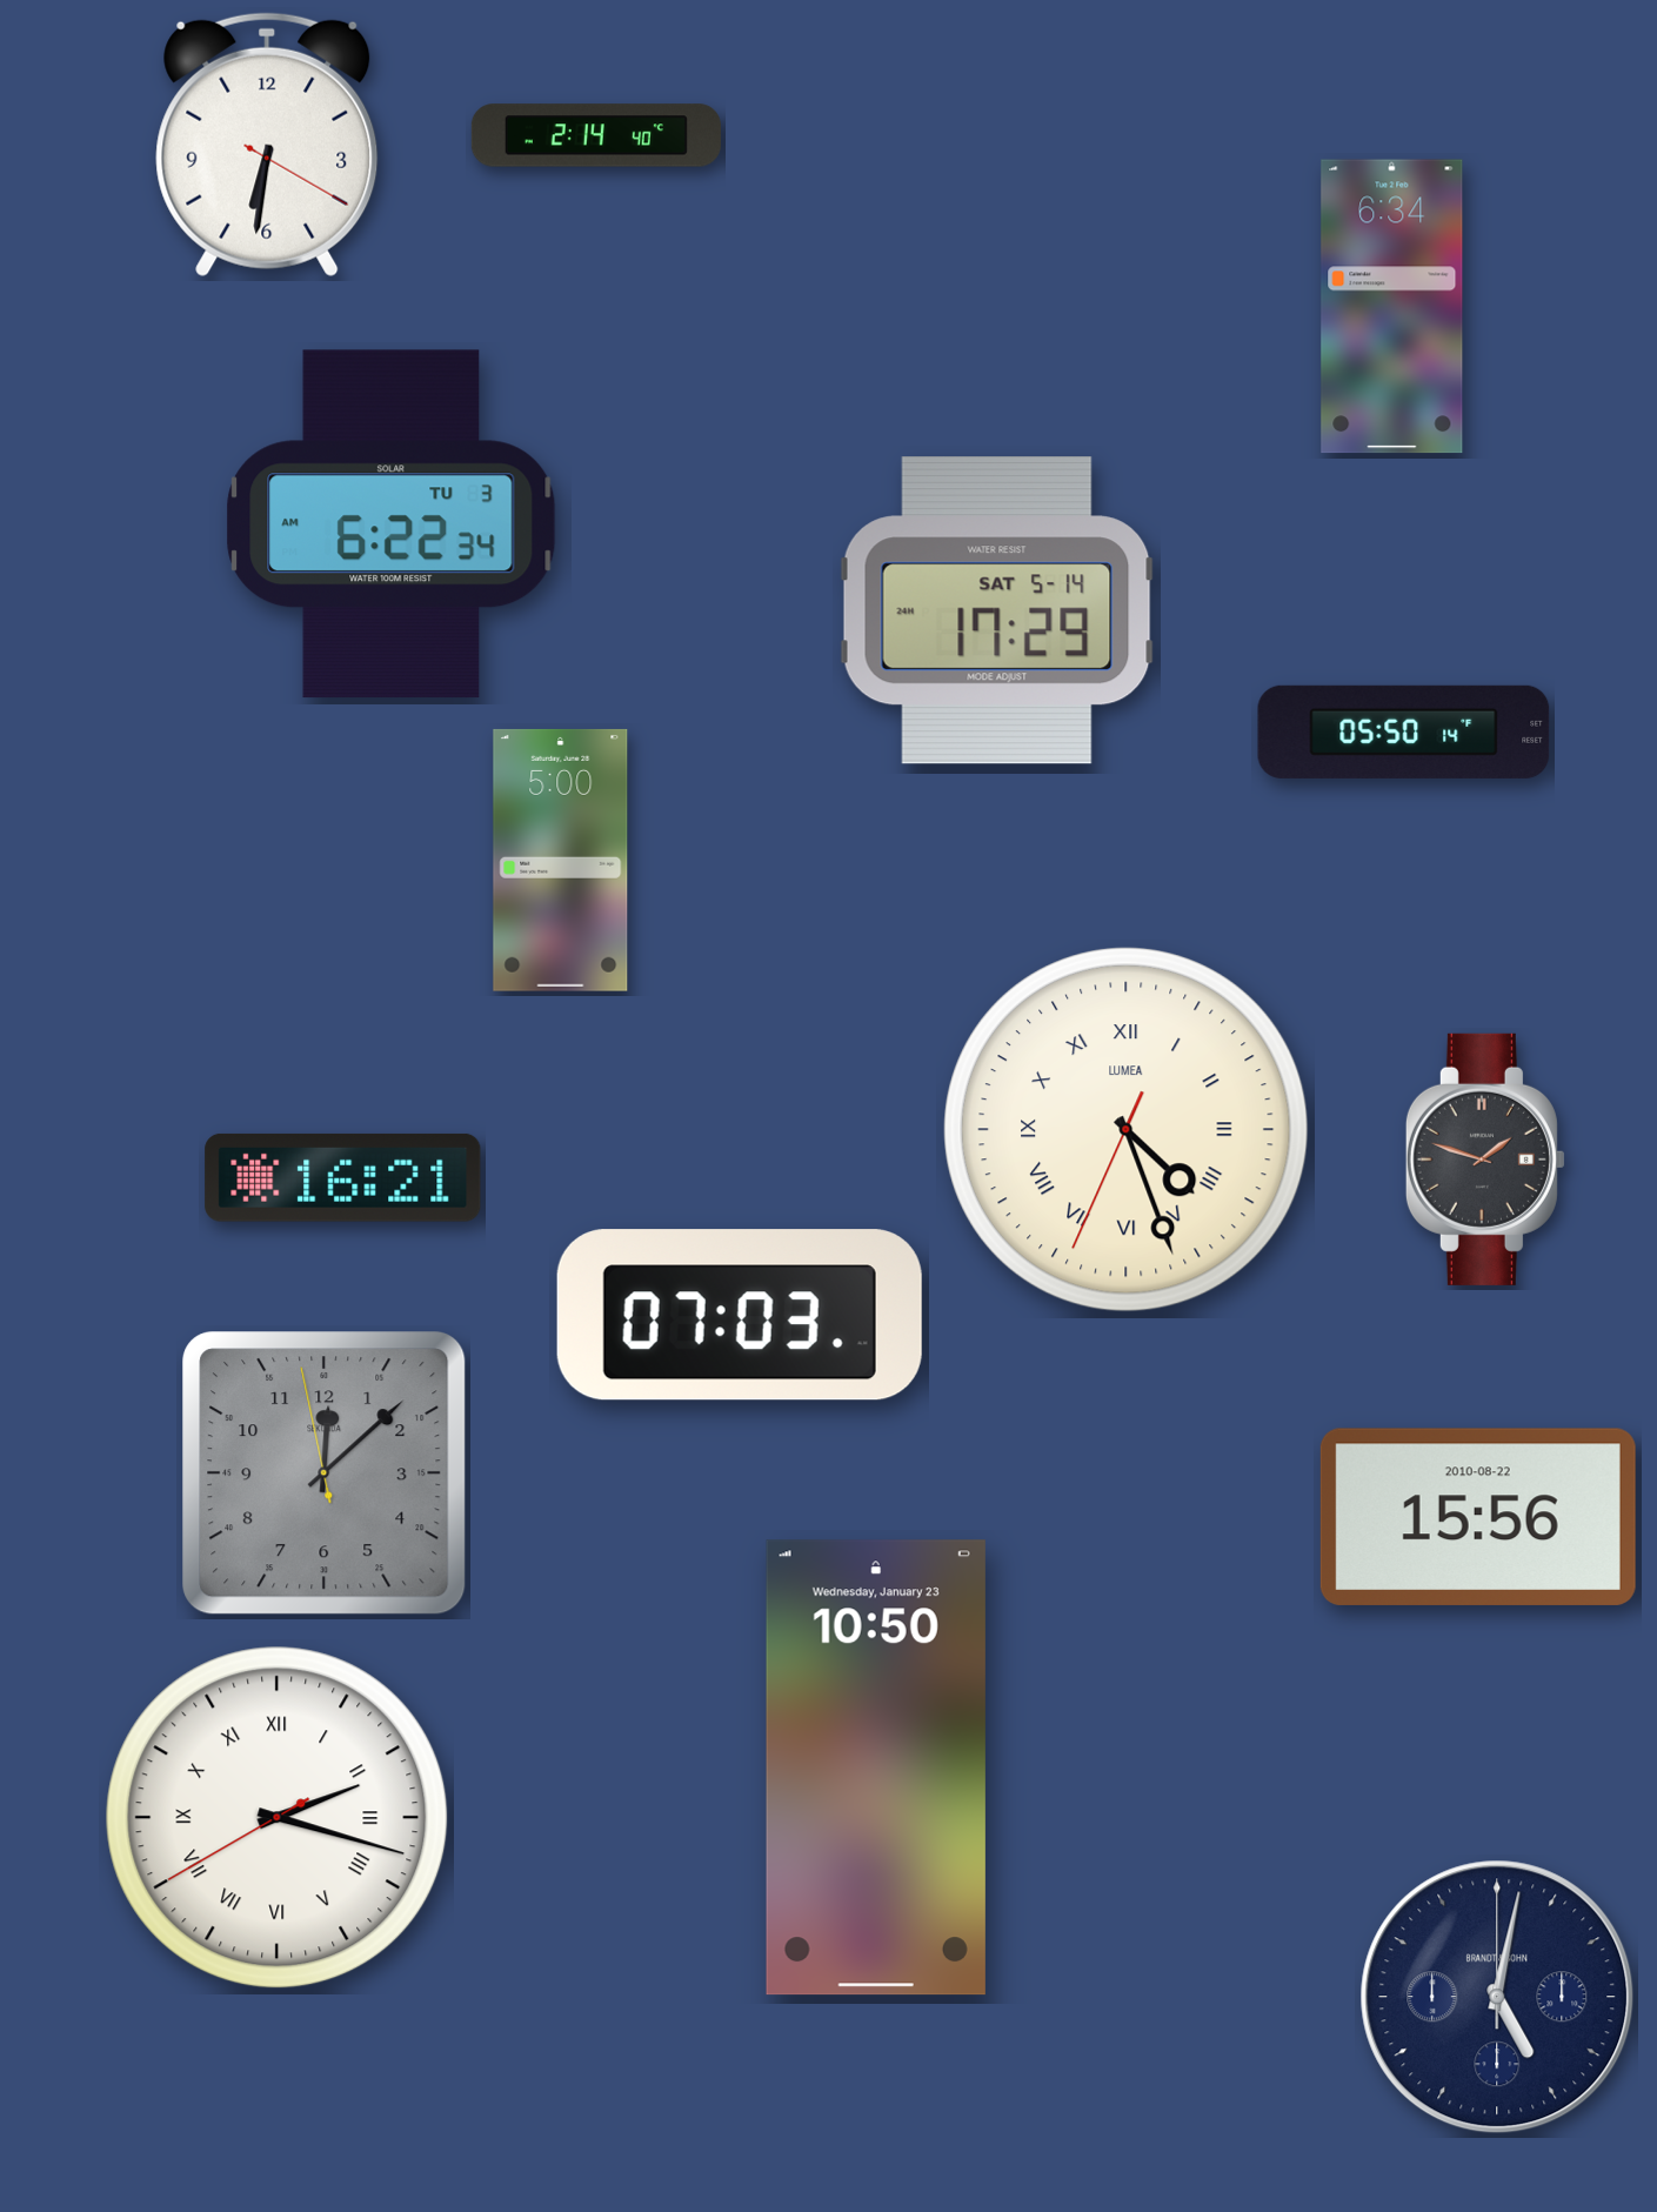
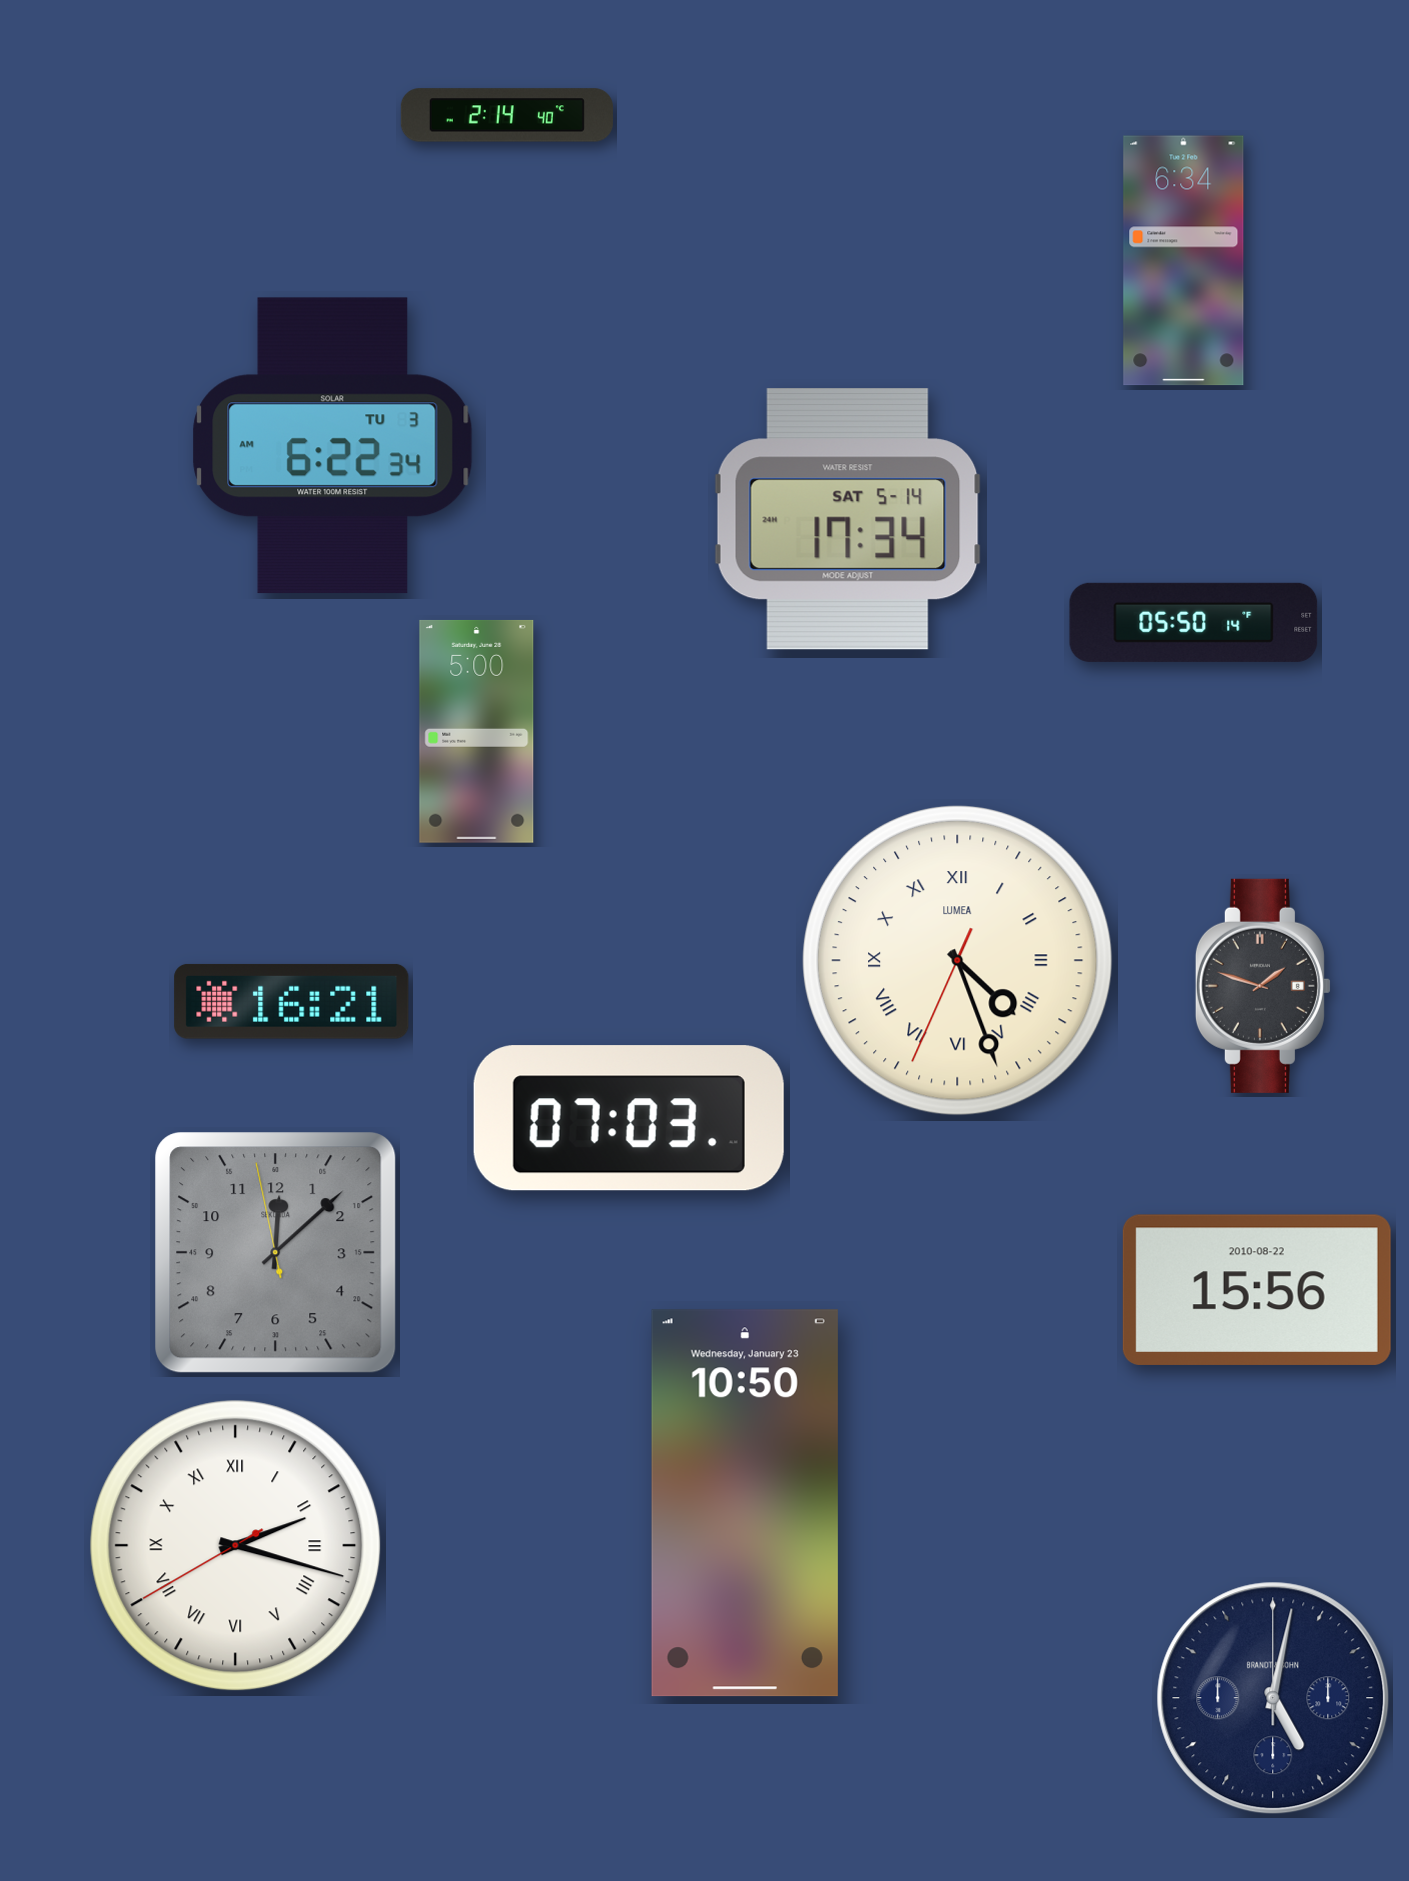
clock at (267, 145): 6:31 -> none
clock at (997, 610): 17:29 -> 17:34
